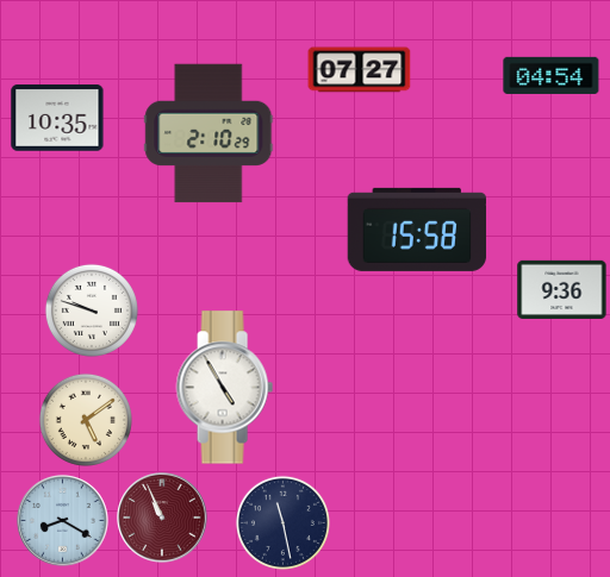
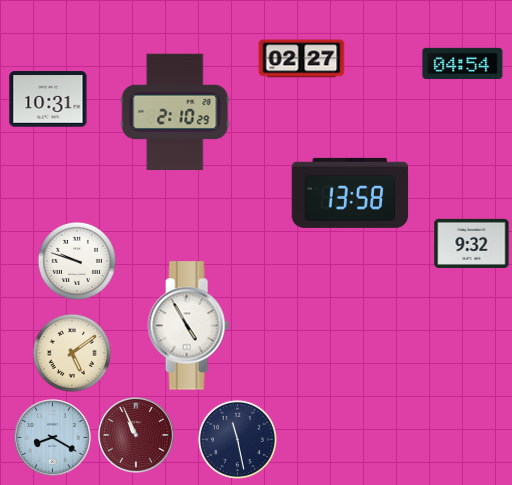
clock at (360, 70): 07:27 -> 02:27
clock at (57, 118): 10:35 -> 10:31
clock at (417, 230): 15:58 -> 13:58
clock at (562, 289): 9:36 -> 9:32
